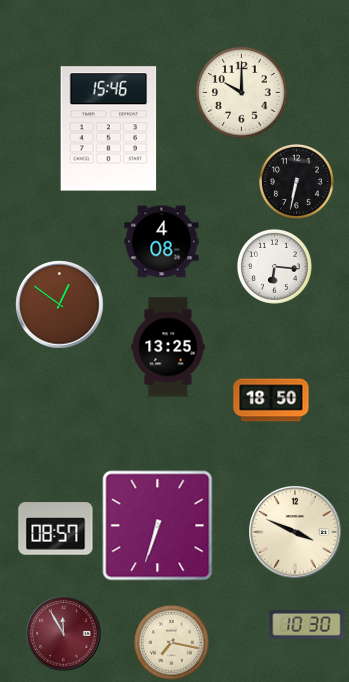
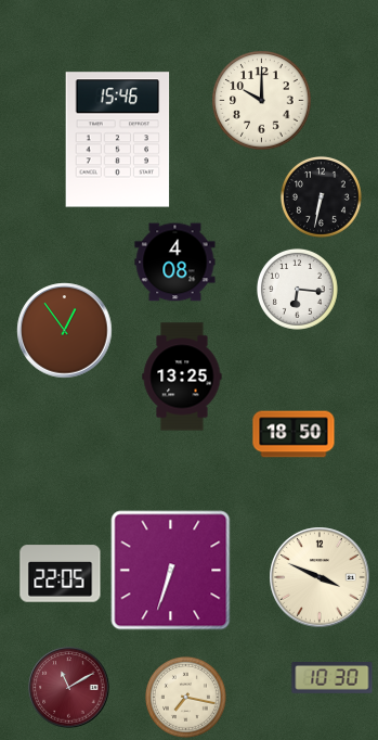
clock at (60, 305): 12:51 -> 12:54
clock at (56, 529): 08:57 -> 22:05
clock at (64, 634): 11:55 -> 11:10
